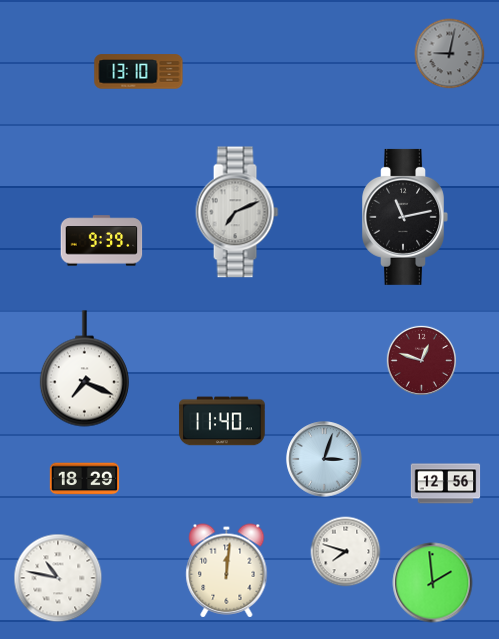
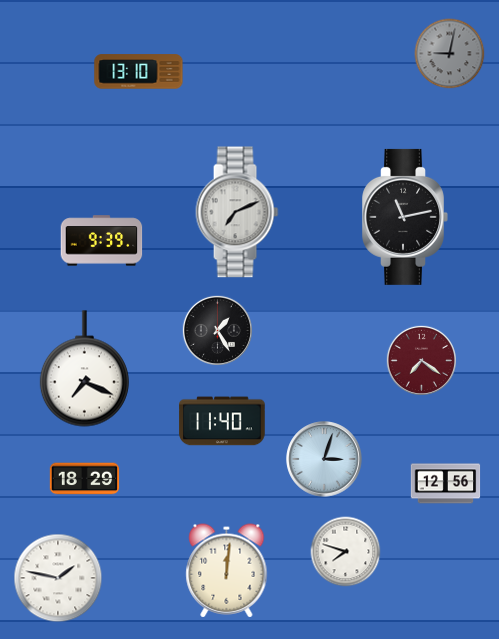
clock at (217, 330): none -> 1:25
clock at (421, 360): 12:48 -> 7:21
clock at (58, 578): 10:47 -> 1:47
clock at (433, 583): 1:59 -> none
